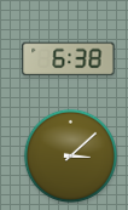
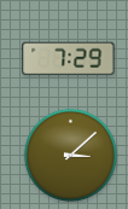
clock at (69, 59): 6:38 -> 7:29
